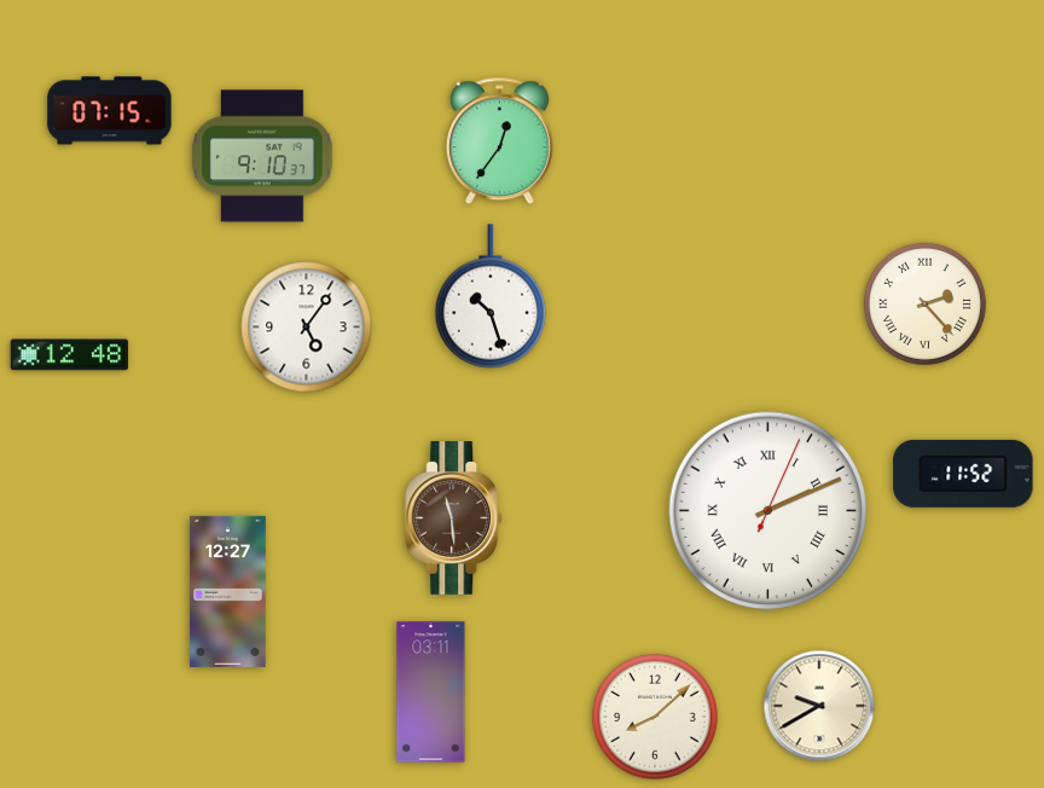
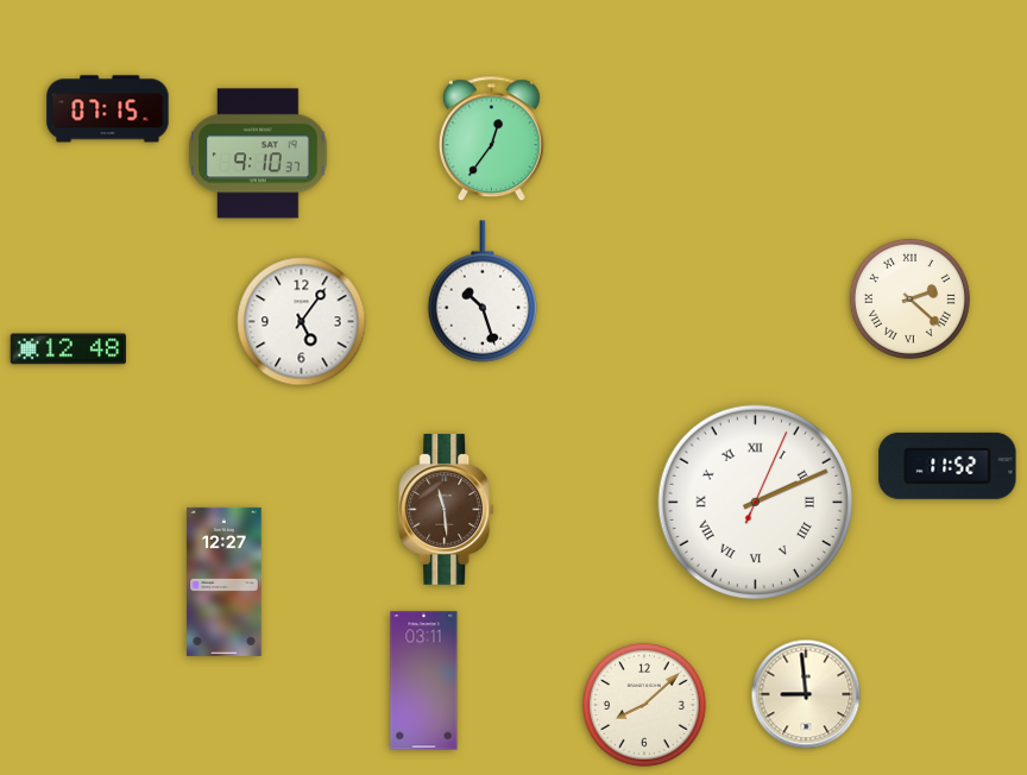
clock at (924, 303): 2:23 -> 2:22
clock at (819, 706): 9:40 -> 8:59
